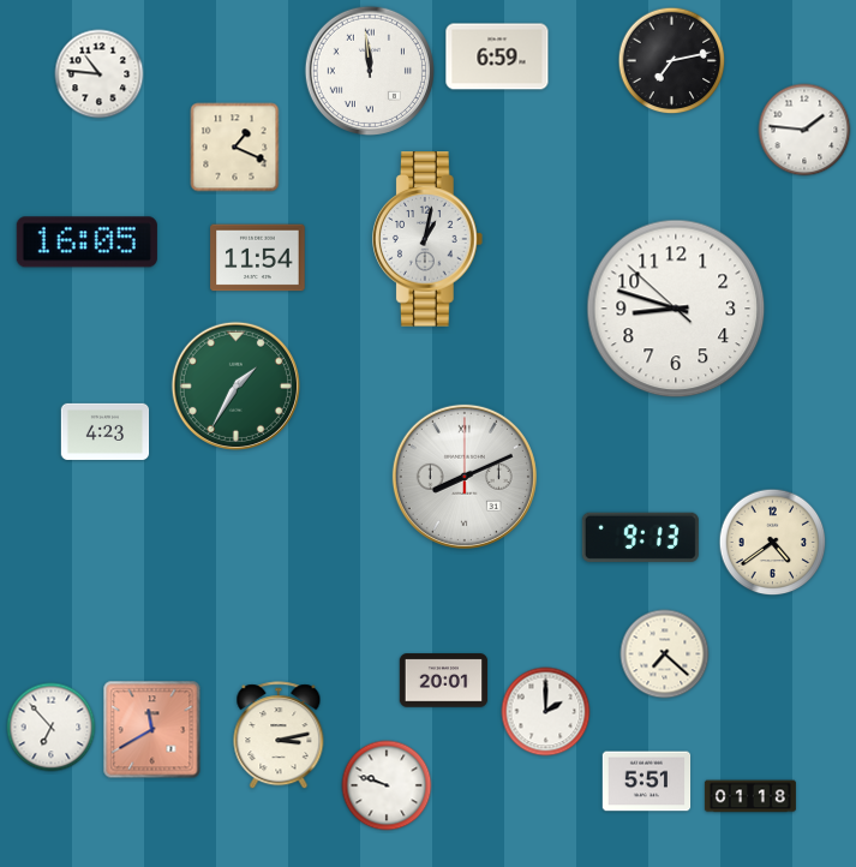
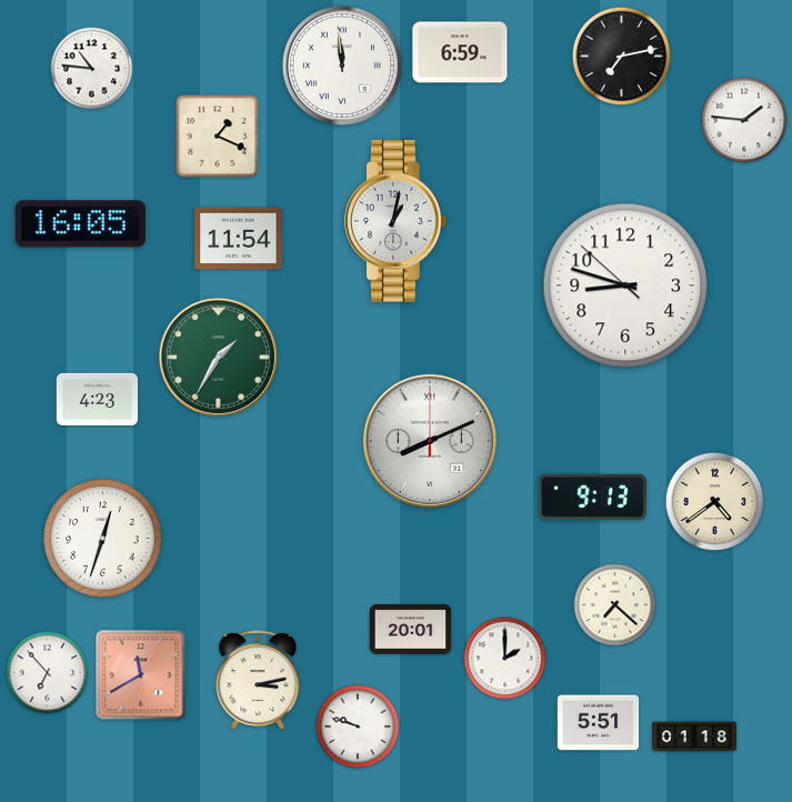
clock at (103, 539): none -> 12:33
